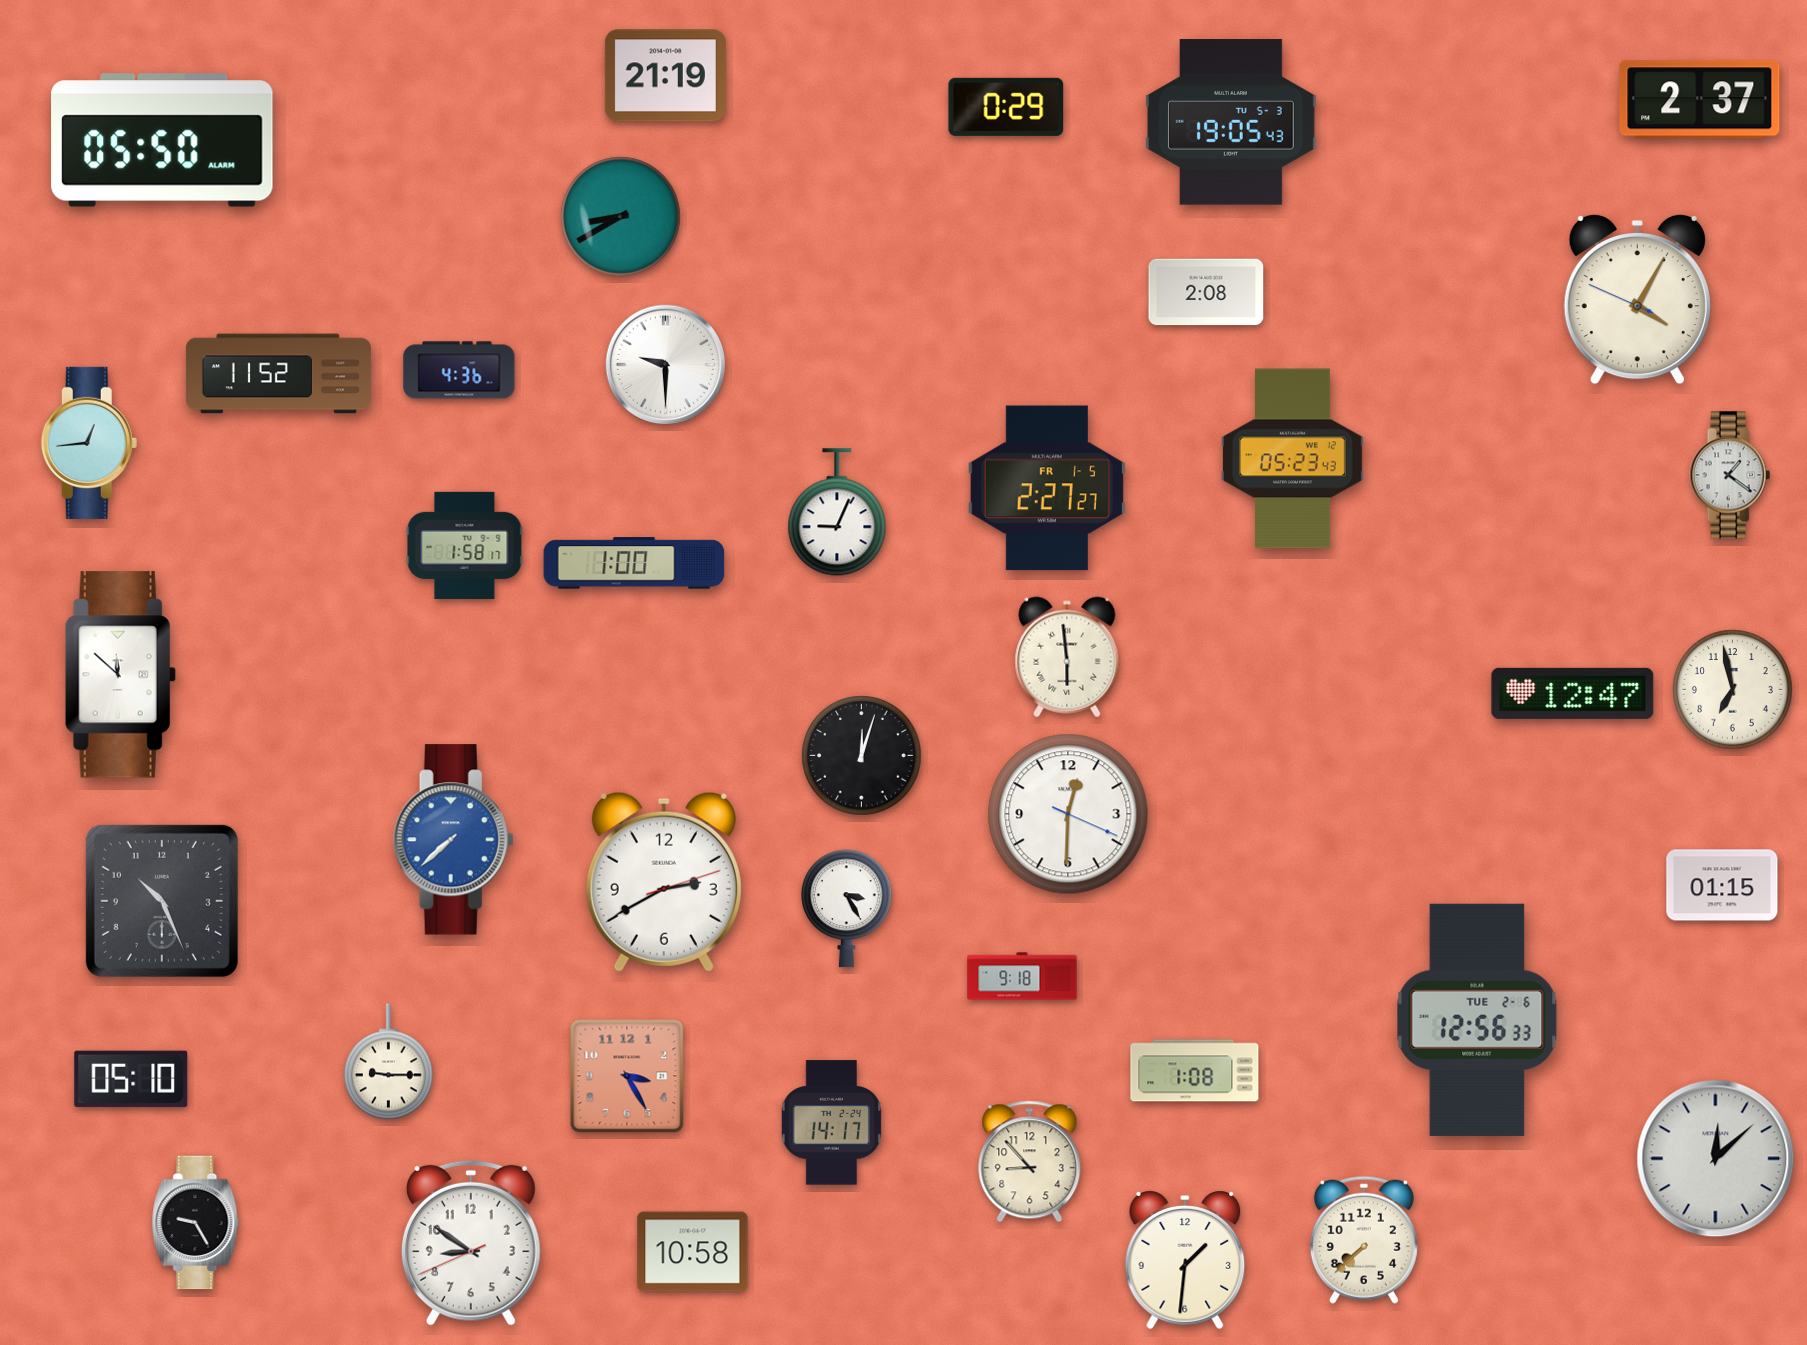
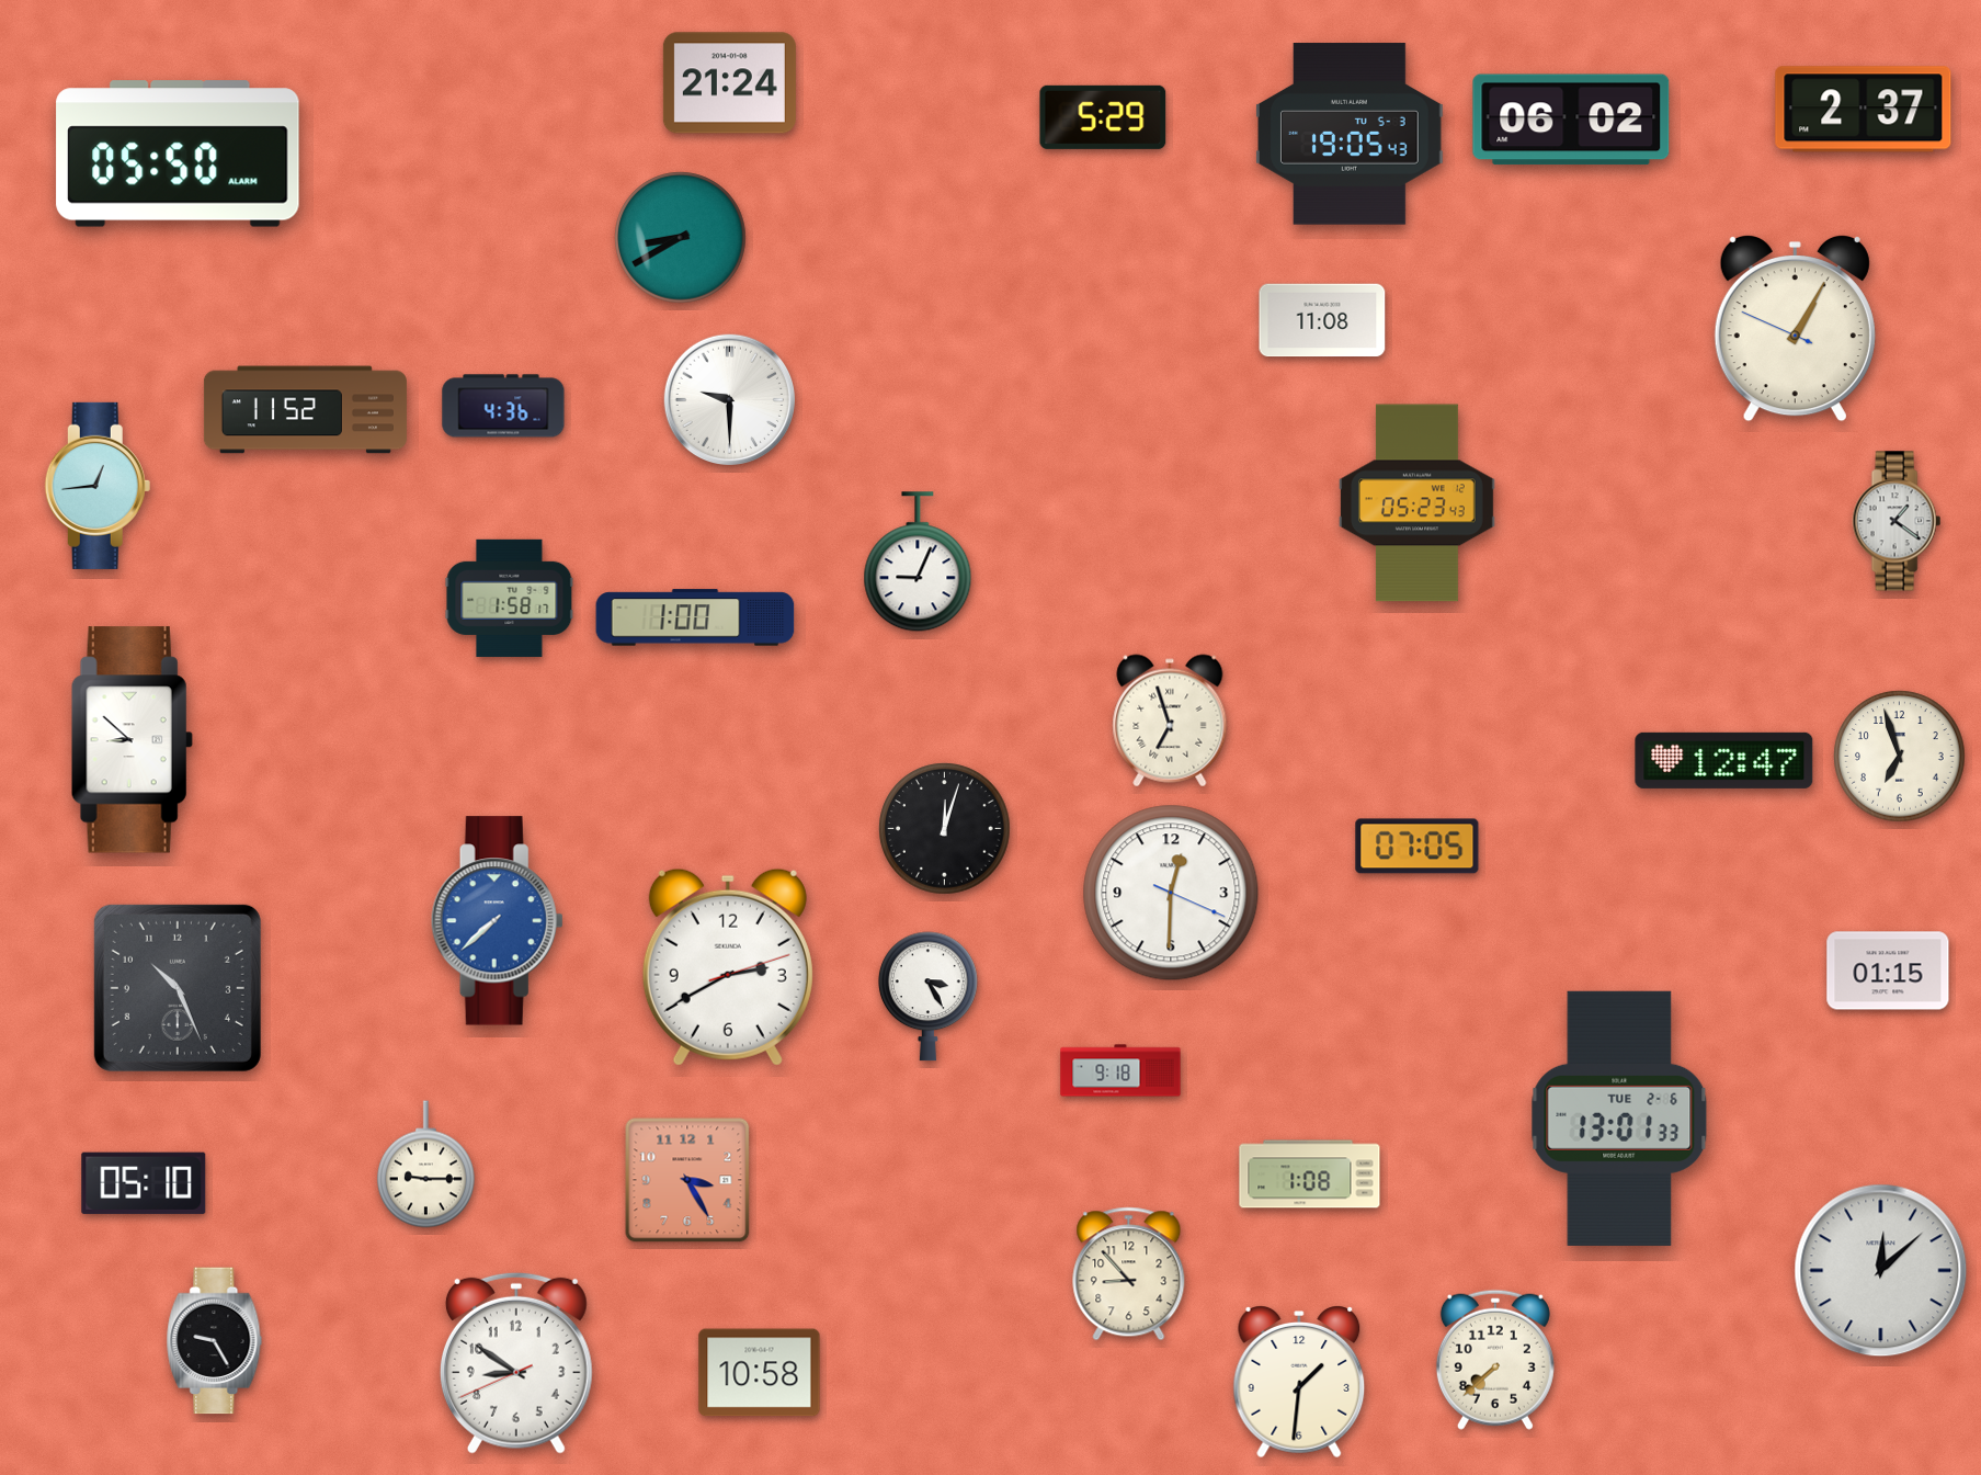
clock at (665, 76): 21:19 -> 21:24
clock at (1006, 107): 0:29 -> 5:29
clock at (1571, 120): none -> 06:02
clock at (1206, 292): 2:08 -> 11:08
clock at (1637, 299): 4:04 -> 1:04
clock at (1047, 488): 2:27 -> none
clock at (1067, 657): 5:59 -> 6:57
clock at (120, 675): 11:52 -> 8:52
clock at (1733, 690): 6:58 -> 6:57
clock at (1418, 847): none -> 07:05
clock at (1477, 1020): 12:56 -> 13:01
clock at (832, 1123): 14:17 -> none
